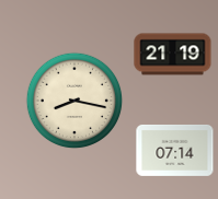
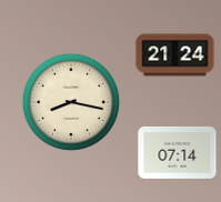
clock at (173, 55): 21:19 -> 21:24
clock at (74, 101) position: (74, 101) -> (71, 102)
